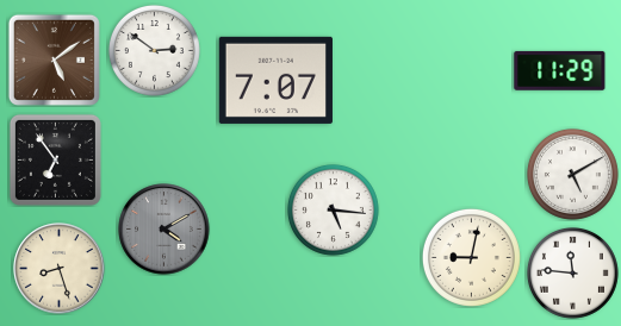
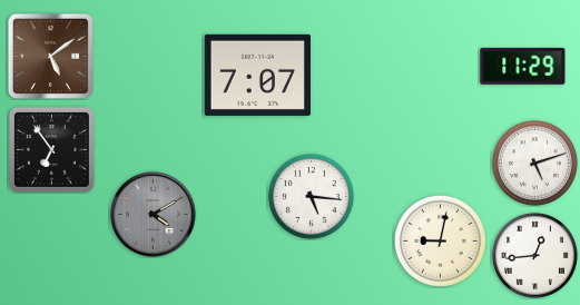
clock at (154, 50): 2:51 -> none
clock at (572, 174): 5:10 -> 5:12
clock at (60, 269): 8:27 -> none
clock at (572, 272): 11:46 -> 12:44
